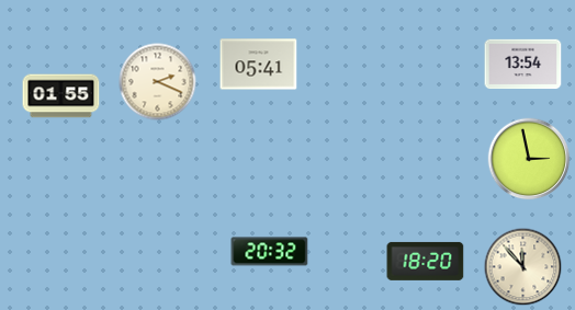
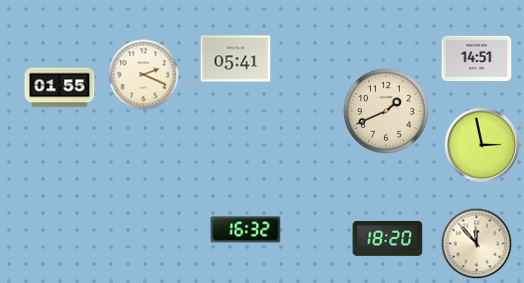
clock at (523, 65): 13:54 -> 14:51
clock at (61, 96) position: (61, 96) -> (60, 88)
clock at (386, 111): none -> 1:41
clock at (270, 252): 20:32 -> 16:32
